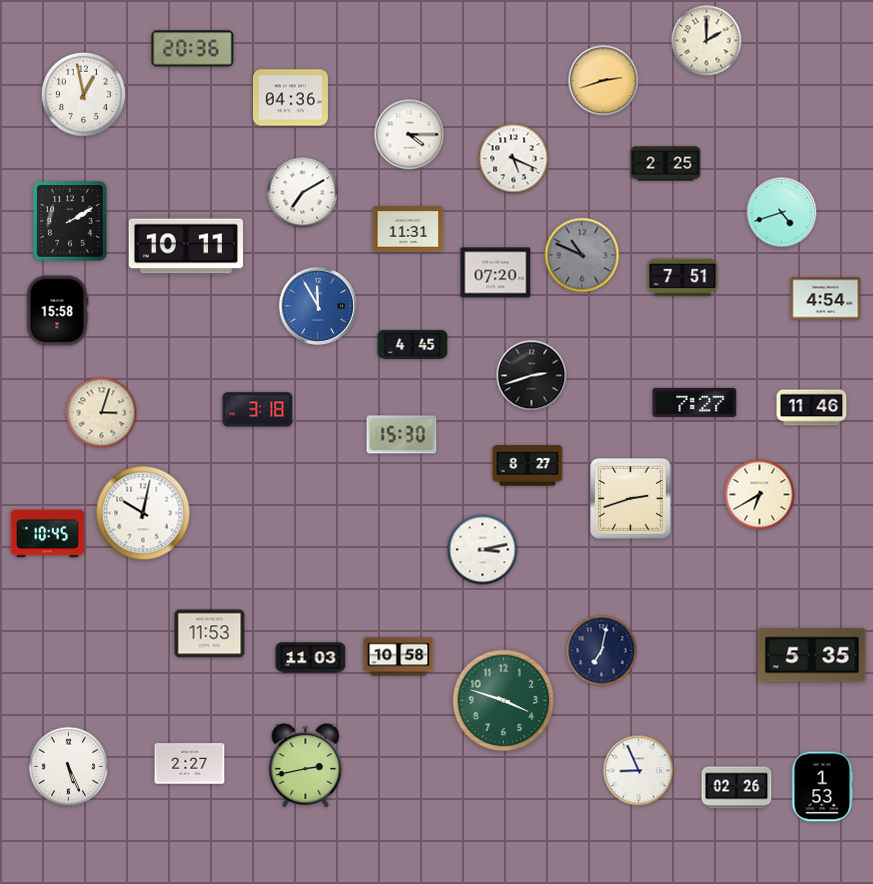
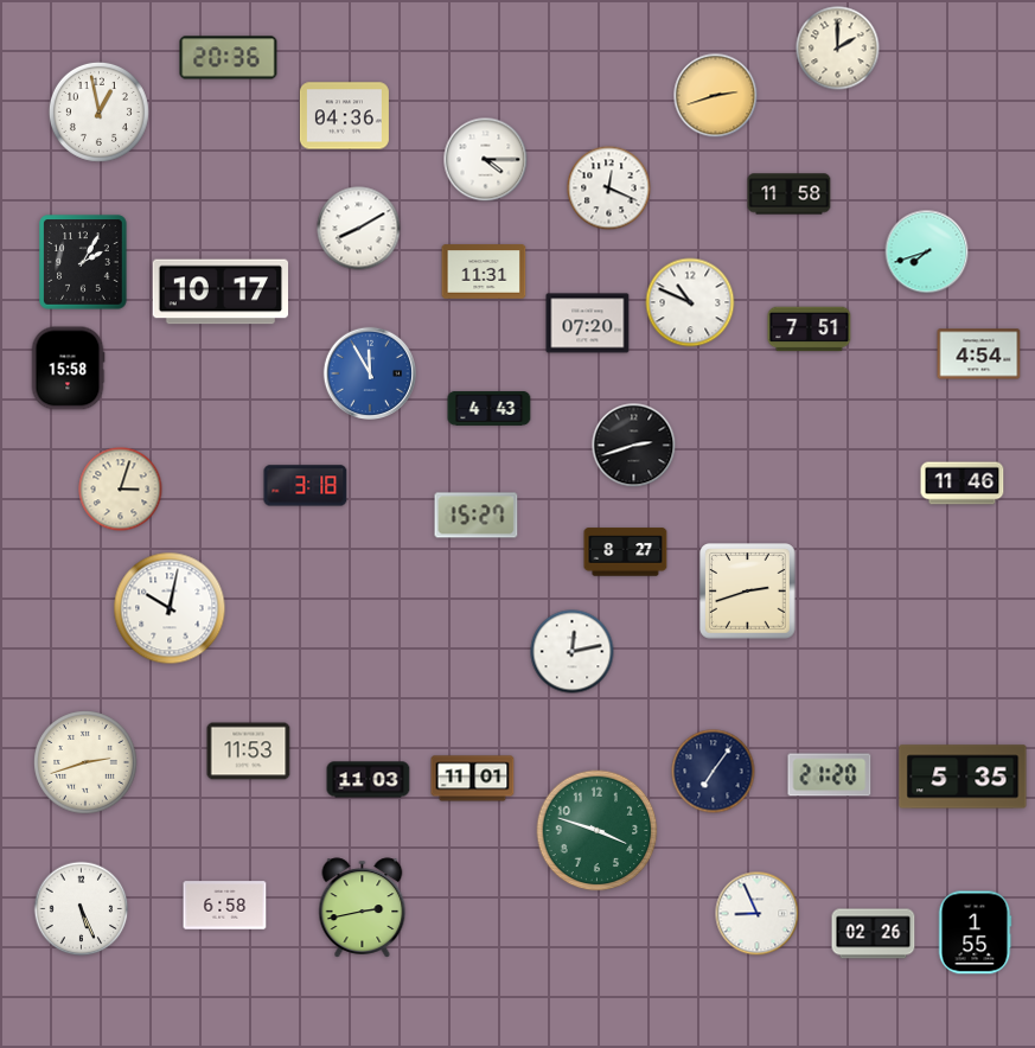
clock at (514, 159): 5:19 -> 12:19
clock at (666, 164): 2:25 -> 11:58
clock at (303, 193): 7:10 -> 8:10
clock at (782, 213): 4:42 -> 7:42
clock at (70, 221): 2:10 -> 2:05
clock at (186, 246): 10:11 -> 10:17
clock at (582, 255) dial: grey -> white
clock at (317, 305) position: (317, 305) -> (369, 372)
clock at (413, 344): 4:45 -> 4:43
clock at (532, 376) position: (532, 376) -> (634, 446)
clock at (695, 402): 7:27 -> none
clock at (402, 435): 15:30 -> 15:27
clock at (760, 495): 6:40 -> none
clock at (48, 534): 10:45 -> none
clock at (483, 550): 3:13 -> 12:13
clock at (85, 762): none -> 2:42
clock at (602, 651): 7:02 -> 7:06
clock at (830, 775): none -> 21:20
clock at (399, 657): 10:58 -> 11:01
clock at (190, 764): 2:27 -> 6:58
clock at (822, 787): 1:53 -> 1:55
